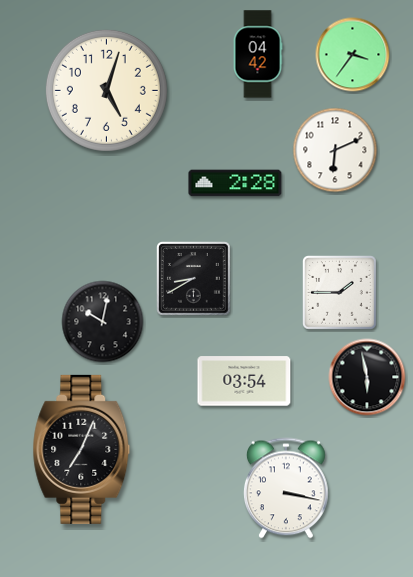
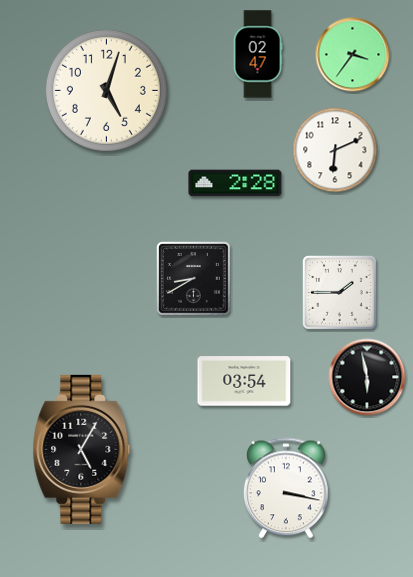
clock at (258, 54): 04:42 -> 02:47
clock at (103, 322): 10:02 -> none
clock at (82, 449): 7:04 -> 5:05
